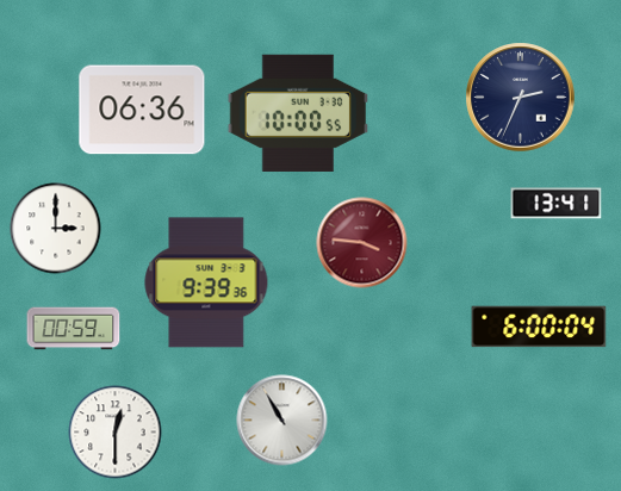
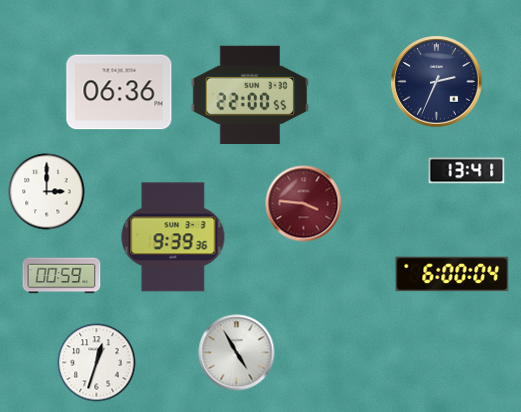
clock at (298, 113): 10:00 -> 22:00
clock at (282, 421): 10:55 -> 4:55
clock at (116, 433): 12:30 -> 12:33
